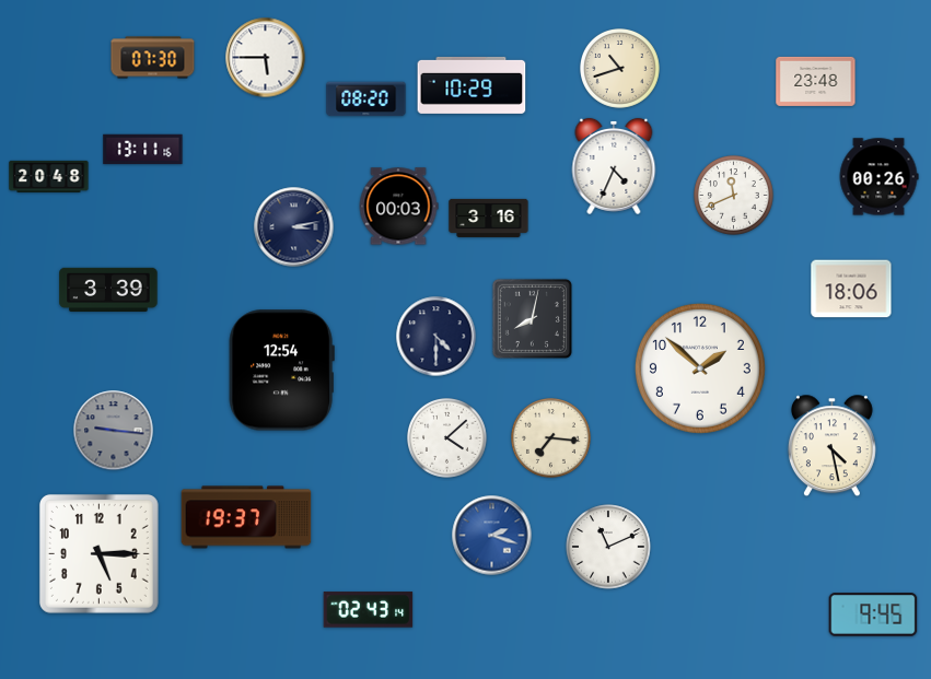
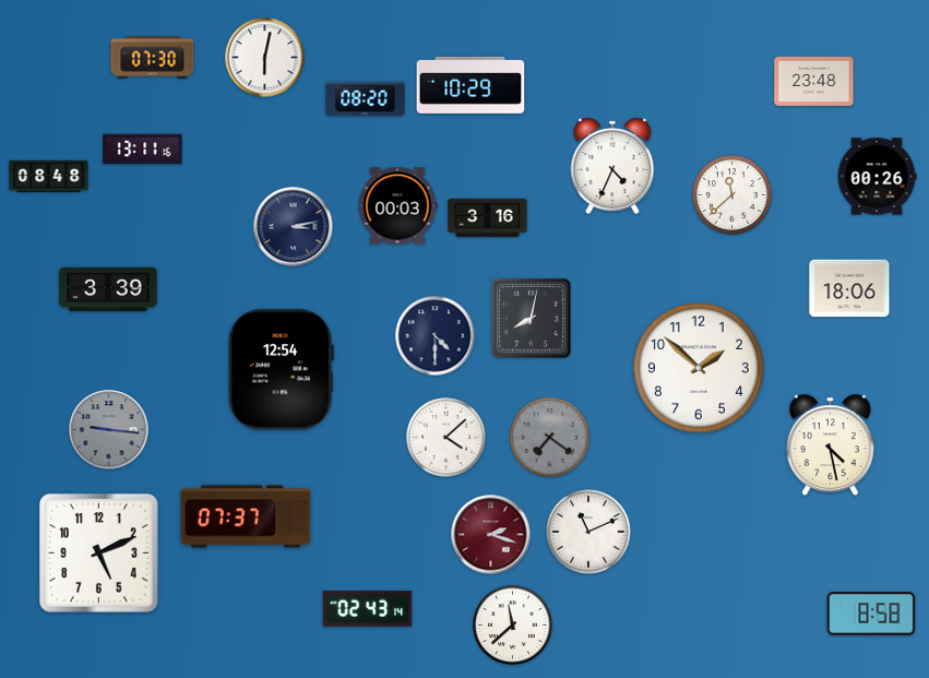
clock at (266, 58): 5:45 -> 6:02
clock at (620, 69): 10:42 -> none
clock at (49, 176): 20:48 -> 08:48
clock at (734, 196): 11:41 -> 11:38
clock at (114, 431) position: (114, 431) -> (109, 430)
clock at (551, 438): 7:16 -> 7:21
clock at (551, 438) dial: cream -> grey
clock at (246, 517): 19:37 -> 07:37
clock at (492, 536) dial: blue -> burgundy
clock at (608, 547) position: (608, 547) -> (588, 532)
clock at (98, 553): 5:15 -> 5:11
clock at (873, 614): 9:45 -> 8:58
clock at (513, 626): none -> 11:38
